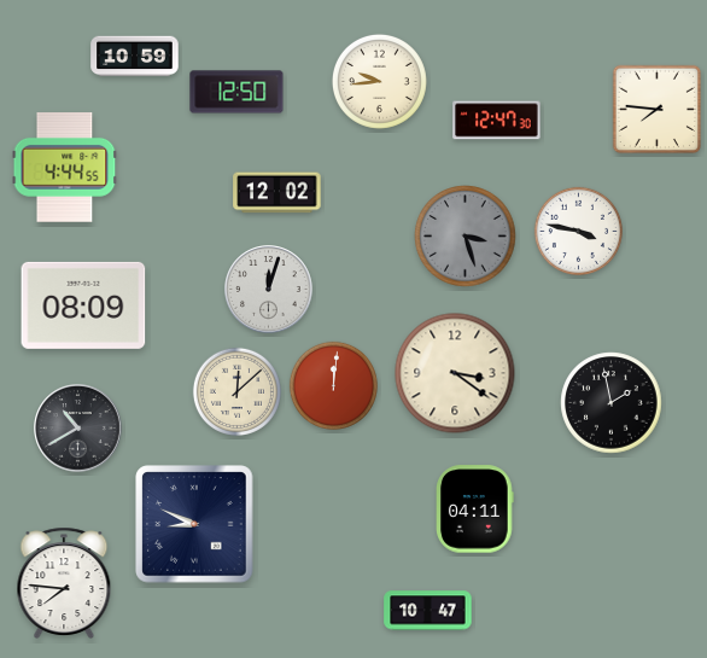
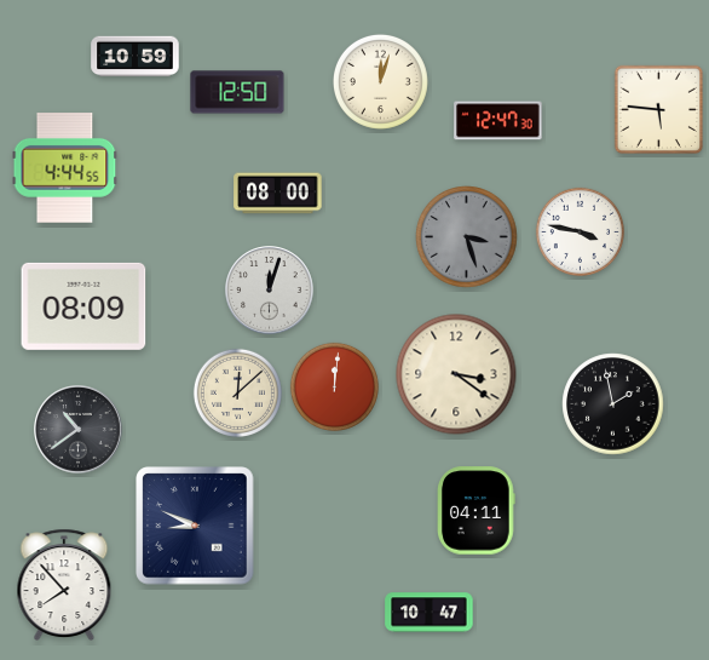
clock at (379, 81): 9:44 -> 12:03
clock at (658, 110): 7:46 -> 5:46
clock at (277, 193): 12:02 -> 08:00
clock at (78, 429): 10:40 -> 10:39
clock at (64, 582): 7:46 -> 7:53
